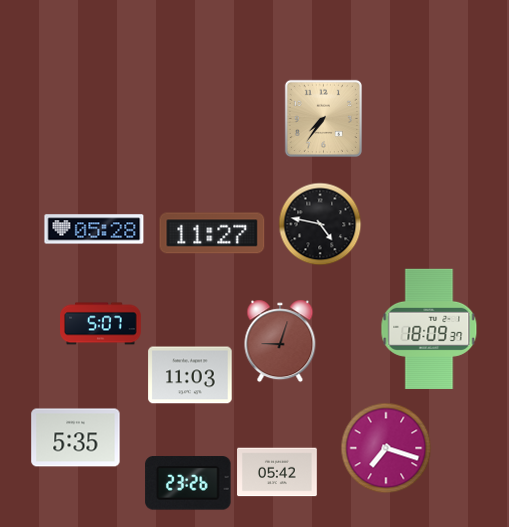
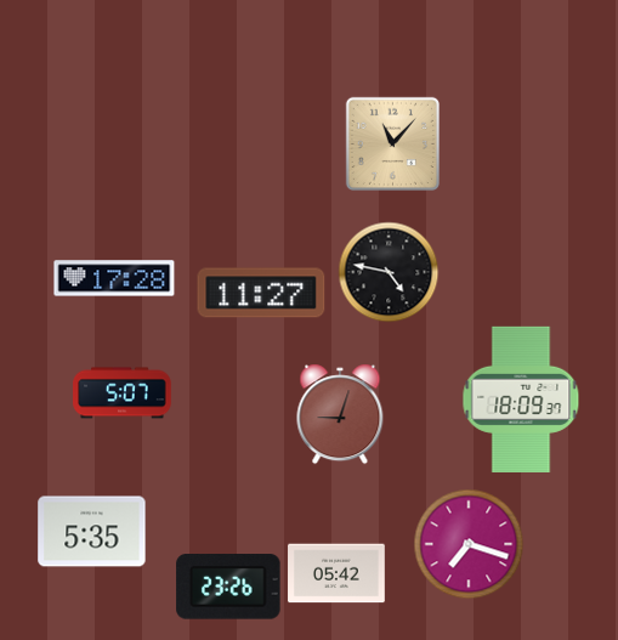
clock at (323, 118): 7:36 -> 11:07
clock at (94, 229): 05:28 -> 17:28
clock at (212, 233) position: (212, 233) -> (261, 293)
clock at (190, 375): 11:03 -> none
